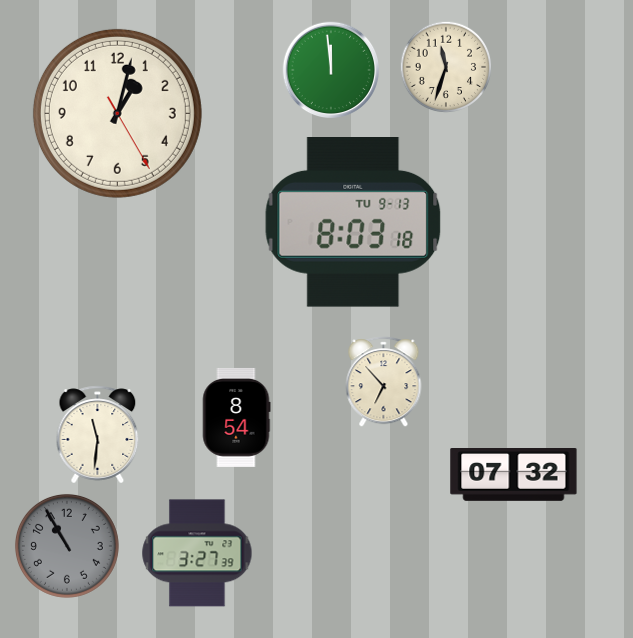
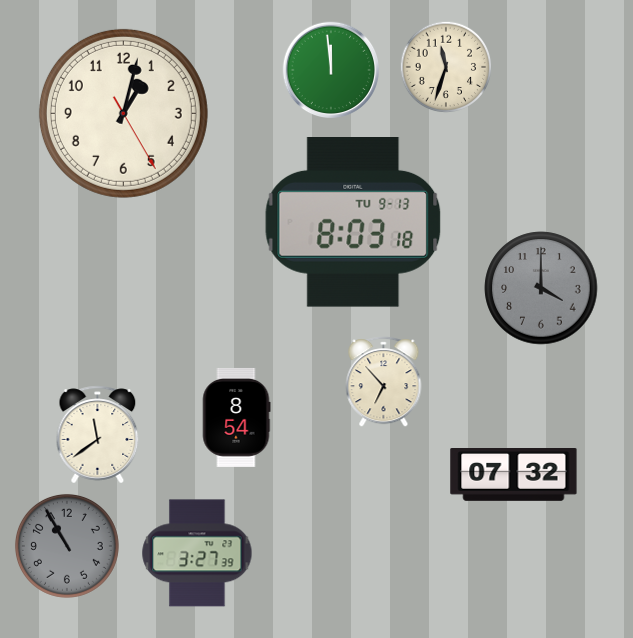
clock at (117, 113) position: (117, 113) -> (123, 113)
clock at (541, 288): none -> 4:00
clock at (98, 435): 11:31 -> 11:39
